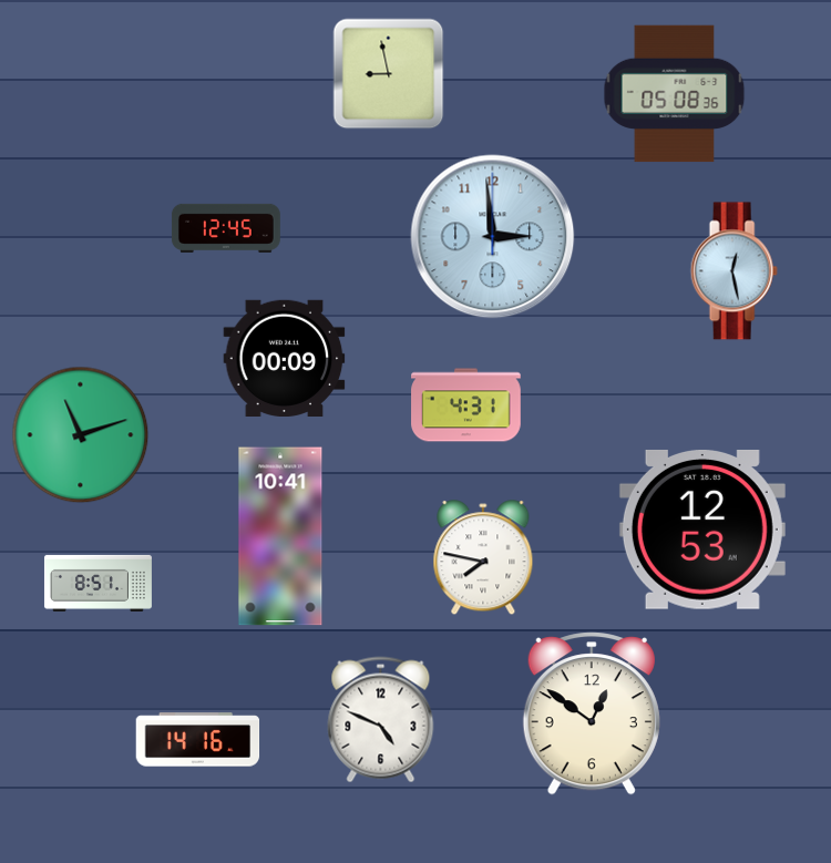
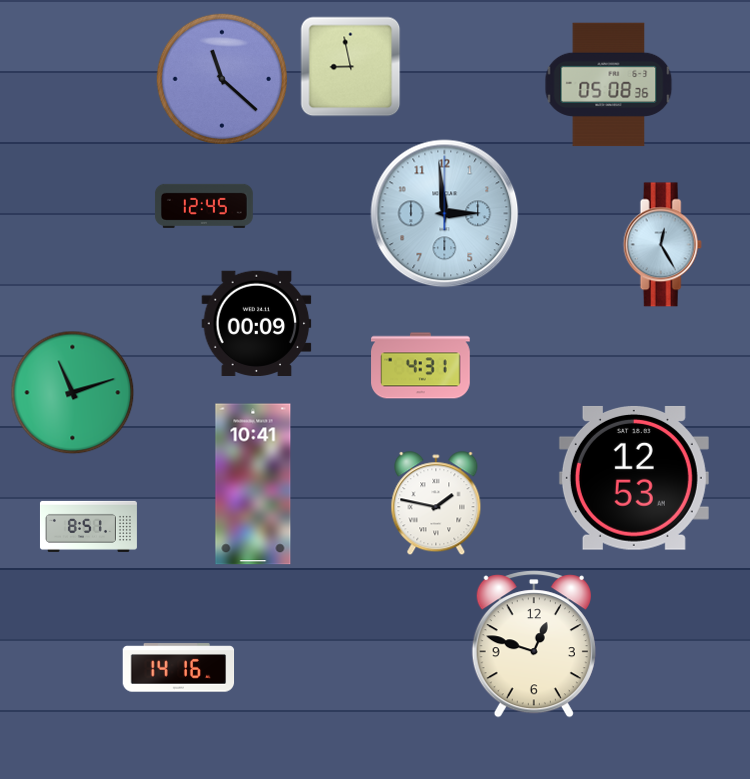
clock at (222, 79): none -> 11:22
clock at (733, 271): 12:28 -> 12:25
clock at (483, 558): 7:47 -> 1:47
clock at (592, 713): 12:51 -> 12:48
clock at (381, 720): 4:49 -> none
